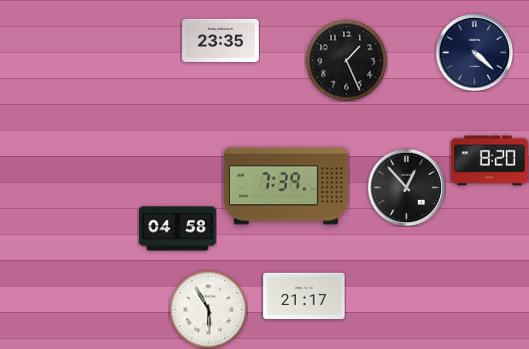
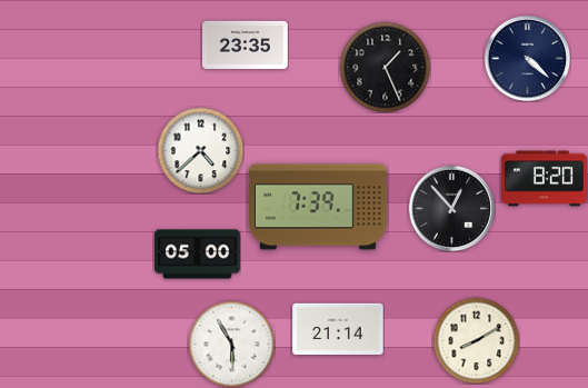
clock at (200, 150): none -> 4:38
clock at (178, 229): 04:58 -> 05:00
clock at (304, 295): 21:17 -> 21:14
clock at (476, 340): none -> 8:10
